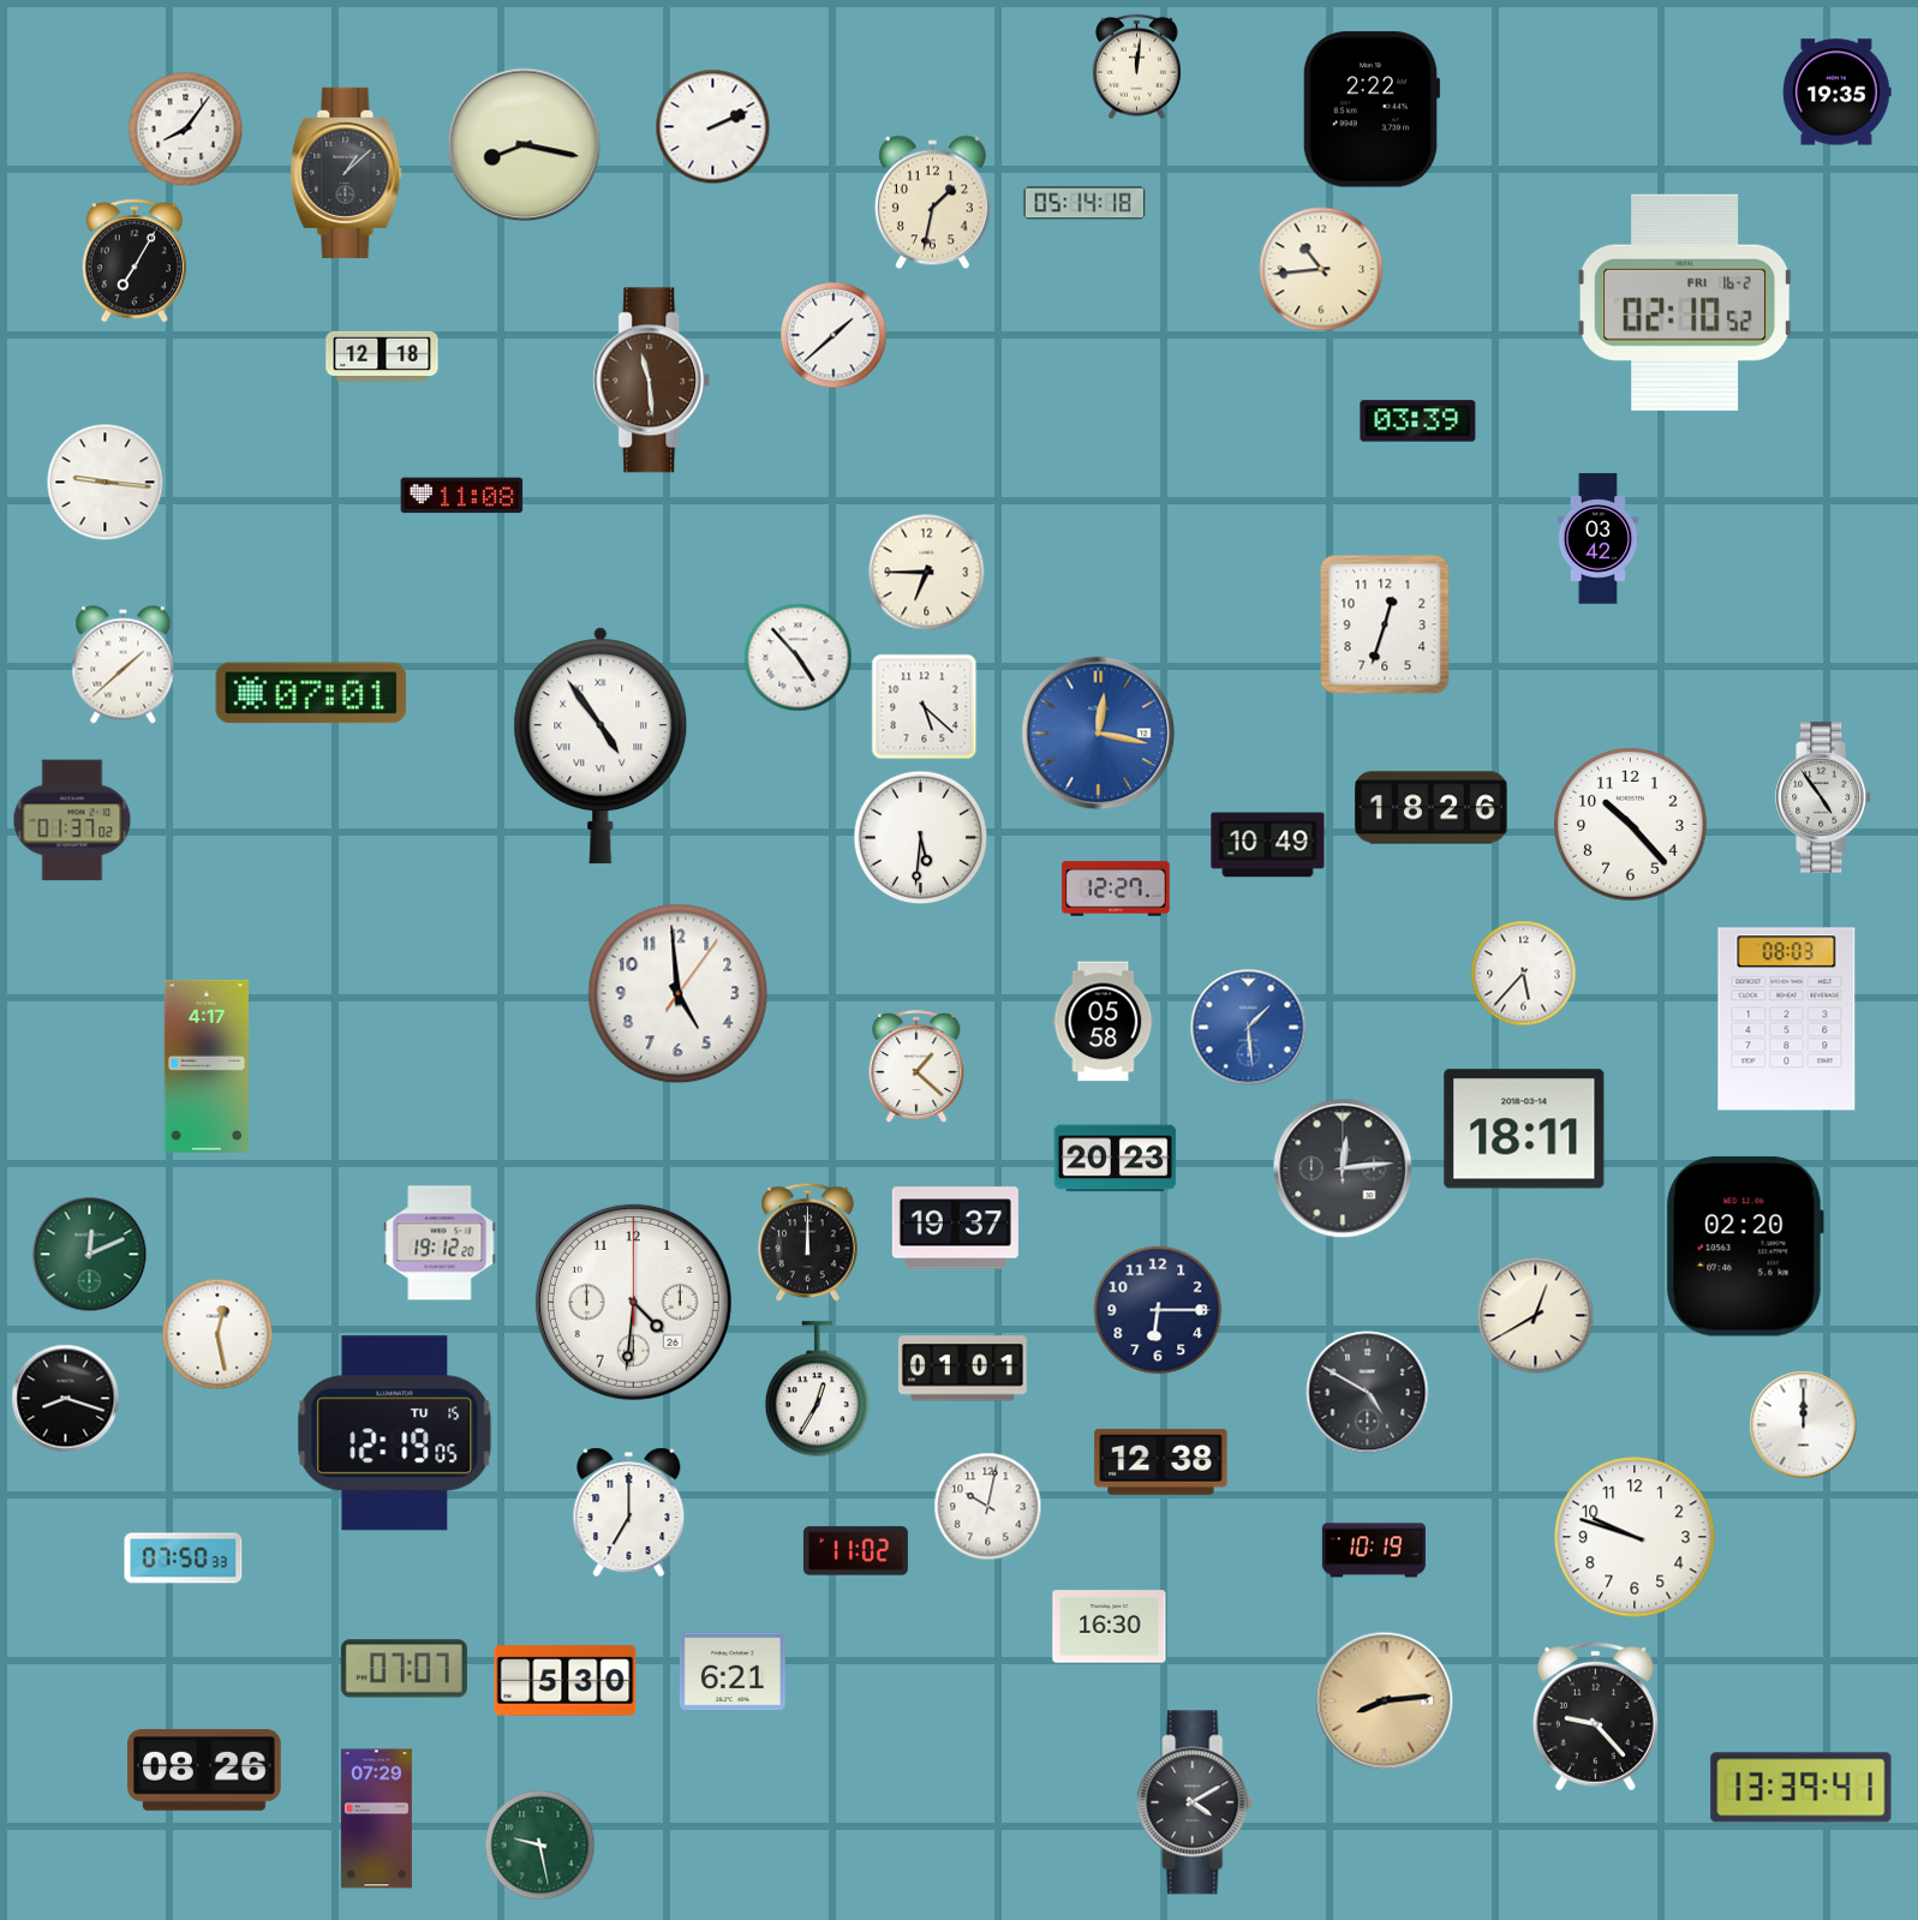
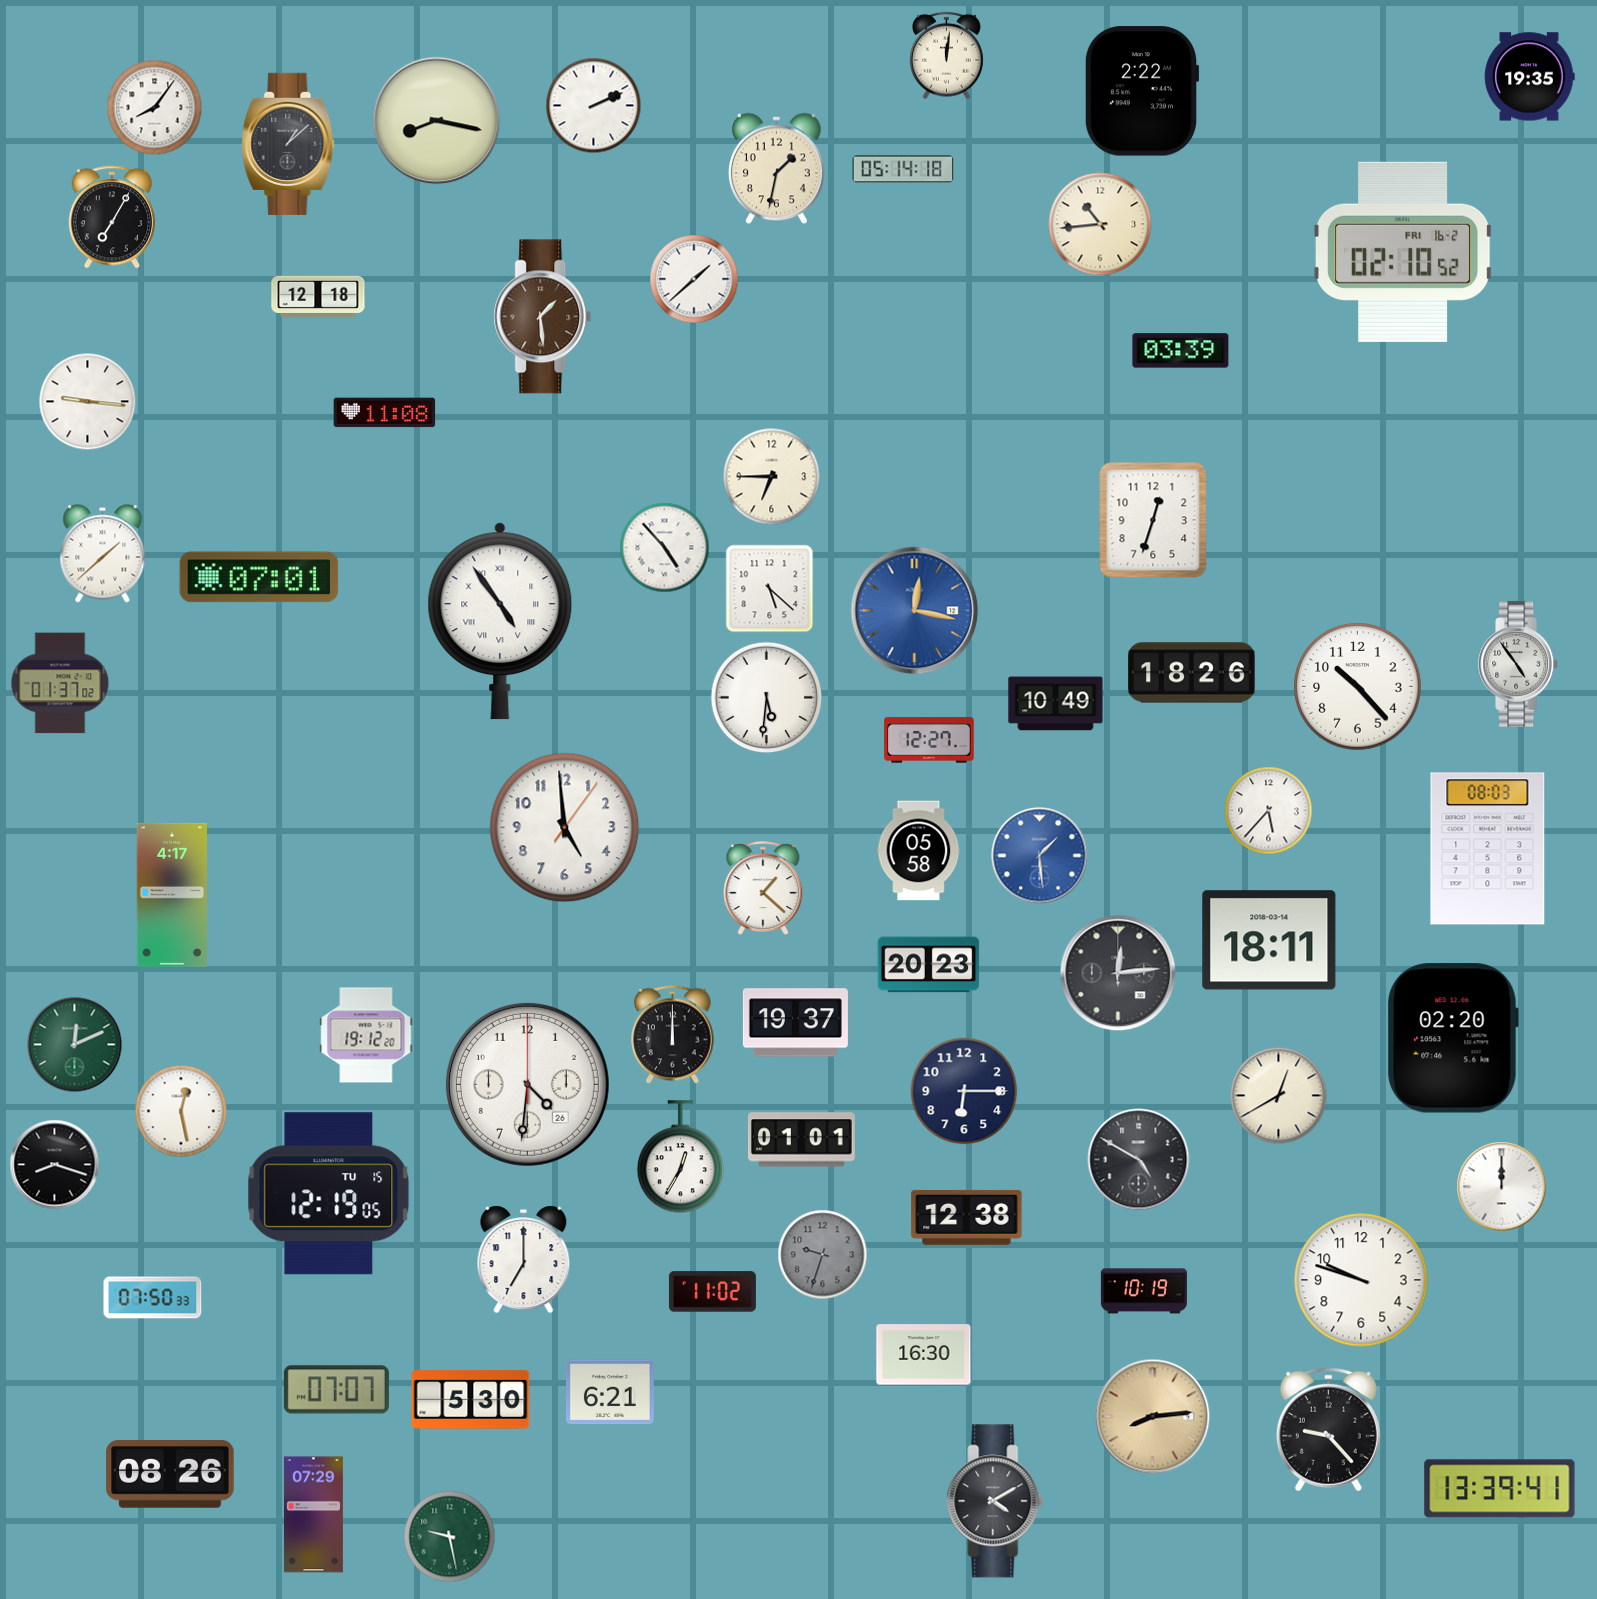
clock at (652, 381): 11:29 -> 1:29
clock at (1599, 539): 03:42 -> none
clock at (205, 1066) position: (205, 1066) -> (171, 895)
clock at (988, 1507): 10:02 -> 9:33
clock at (988, 1507) dial: white -> grey
